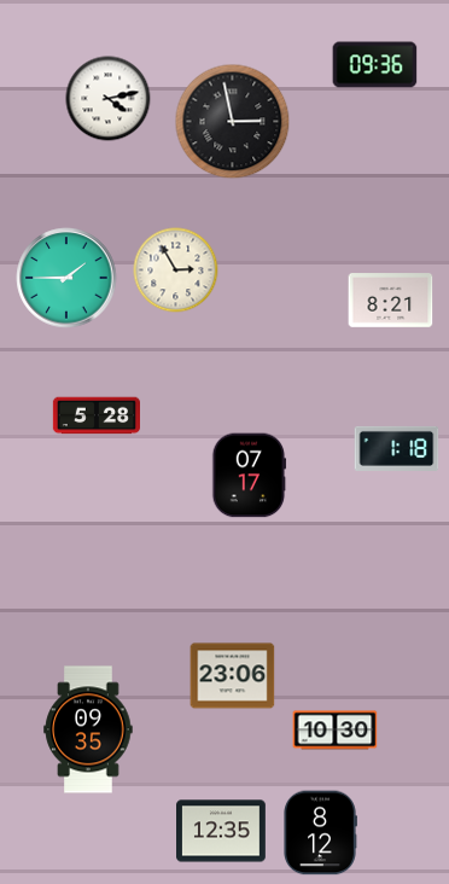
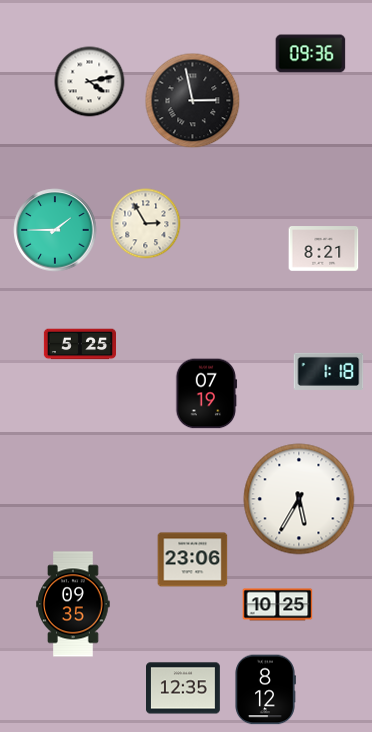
clock at (95, 415): 5:28 -> 5:25
clock at (249, 476): 07:17 -> 07:19
clock at (299, 499): none -> 5:35
clock at (336, 731): 10:30 -> 10:25
